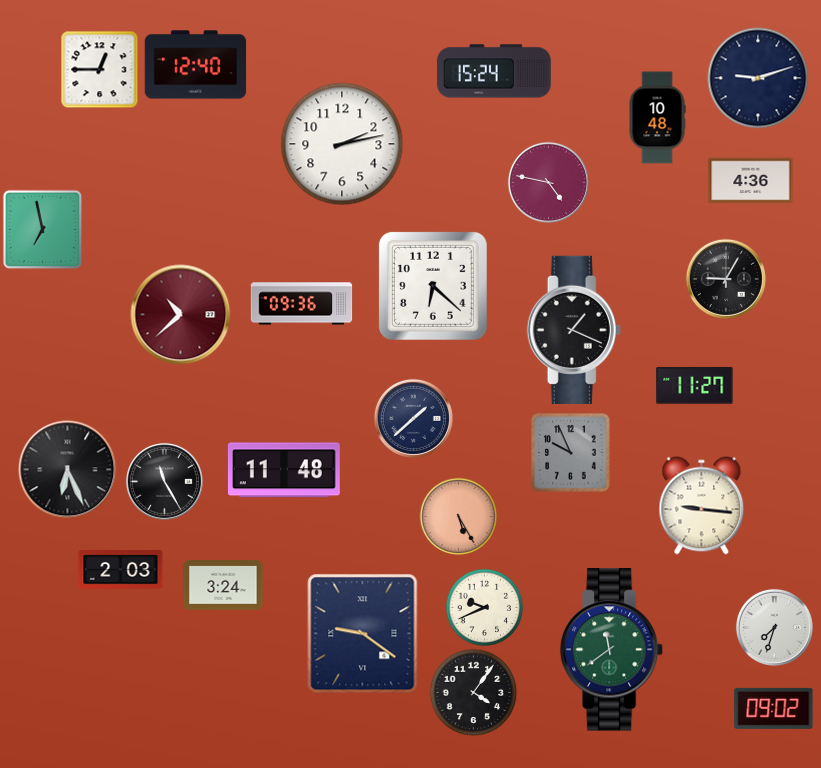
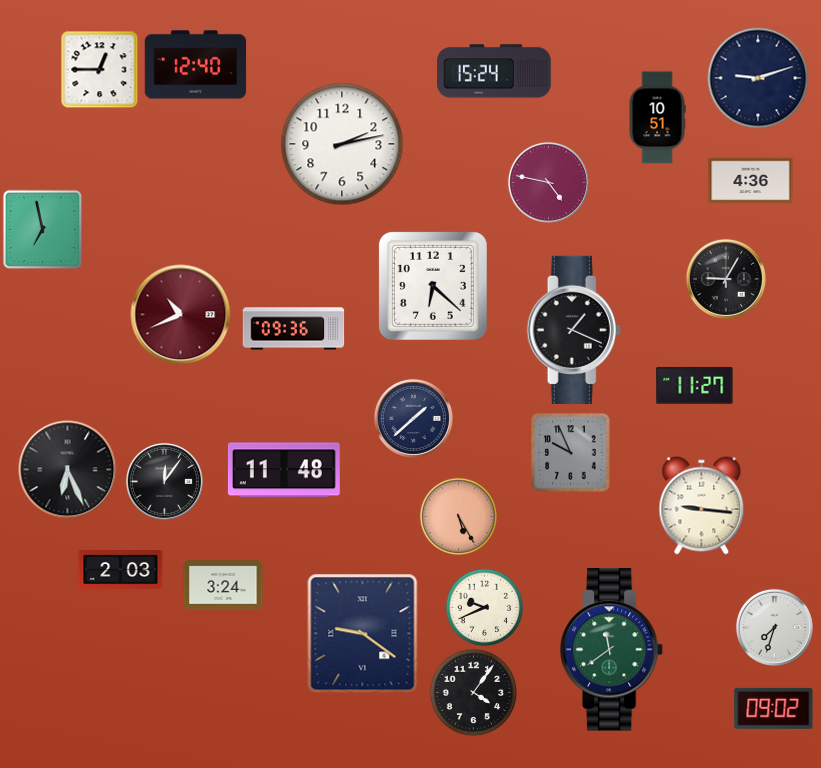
clock at (657, 118): 10:48 -> 10:51
clock at (302, 304) position: (302, 304) -> (294, 329)
clock at (181, 315): 10:38 -> 10:41
clock at (164, 481): 11:25 -> 12:06
